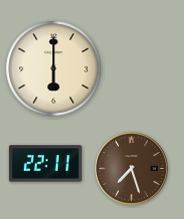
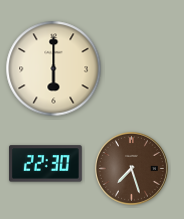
clock at (46, 164): 22:11 -> 22:30
